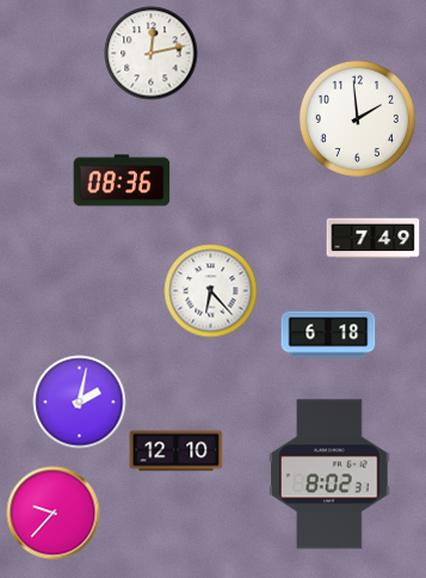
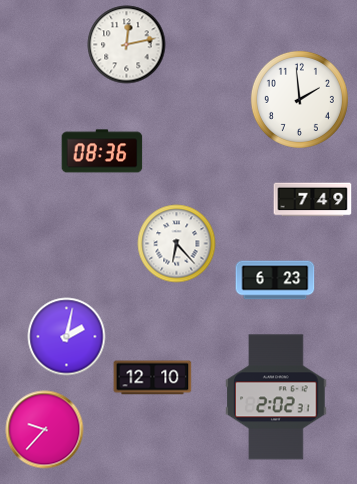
clock at (328, 334): 6:18 -> 6:23
clock at (175, 451) position: (175, 451) -> (152, 378)
clock at (329, 474): 8:02 -> 2:02
